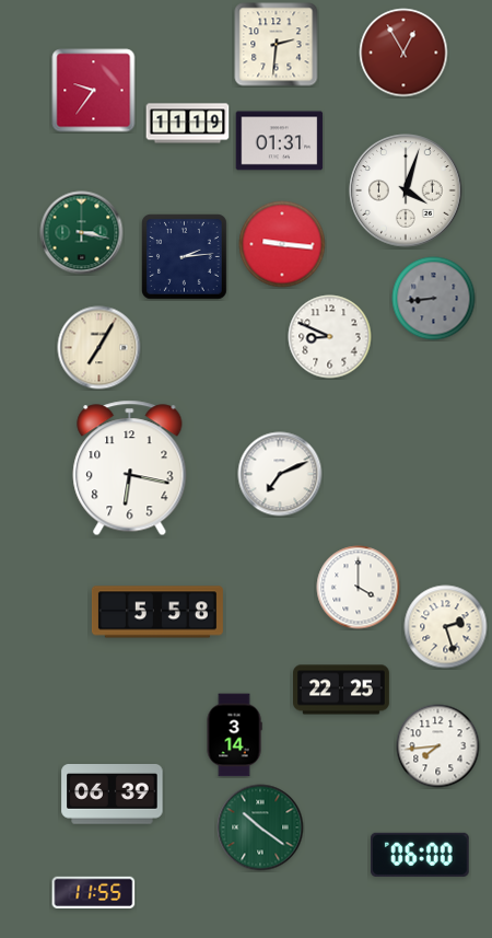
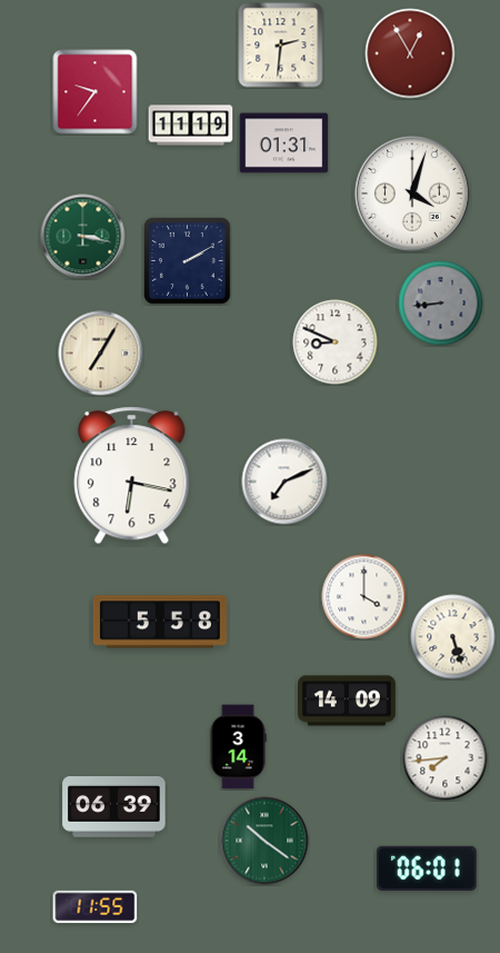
clock at (282, 244): 9:16 -> none
clock at (185, 257): 2:14 -> 2:10
clock at (446, 627): 2:27 -> 5:27
clock at (342, 690): 22:25 -> 14:09
clock at (420, 855): 06:00 -> 06:01
